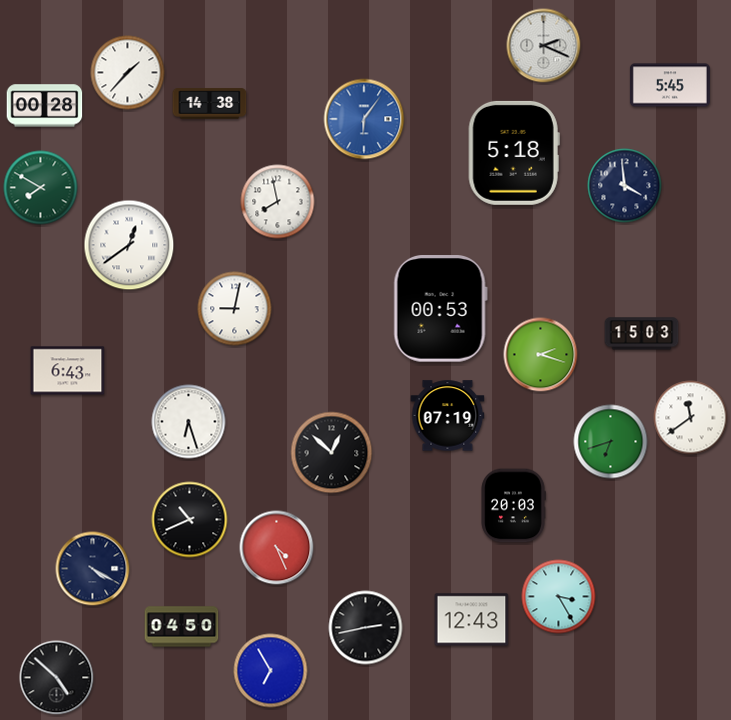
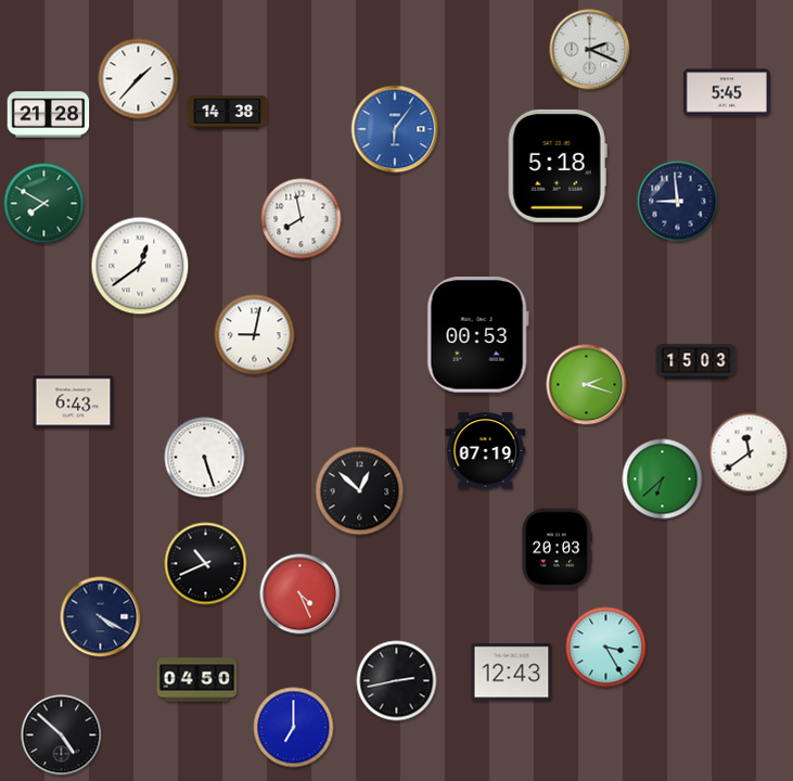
clock at (45, 106): 00:28 -> 21:28
clock at (625, 186): 3:59 -> 8:59
clock at (189, 422): 6:27 -> 5:27
clock at (611, 442): 6:42 -> 6:38
clock at (271, 671): 6:55 -> 7:00
